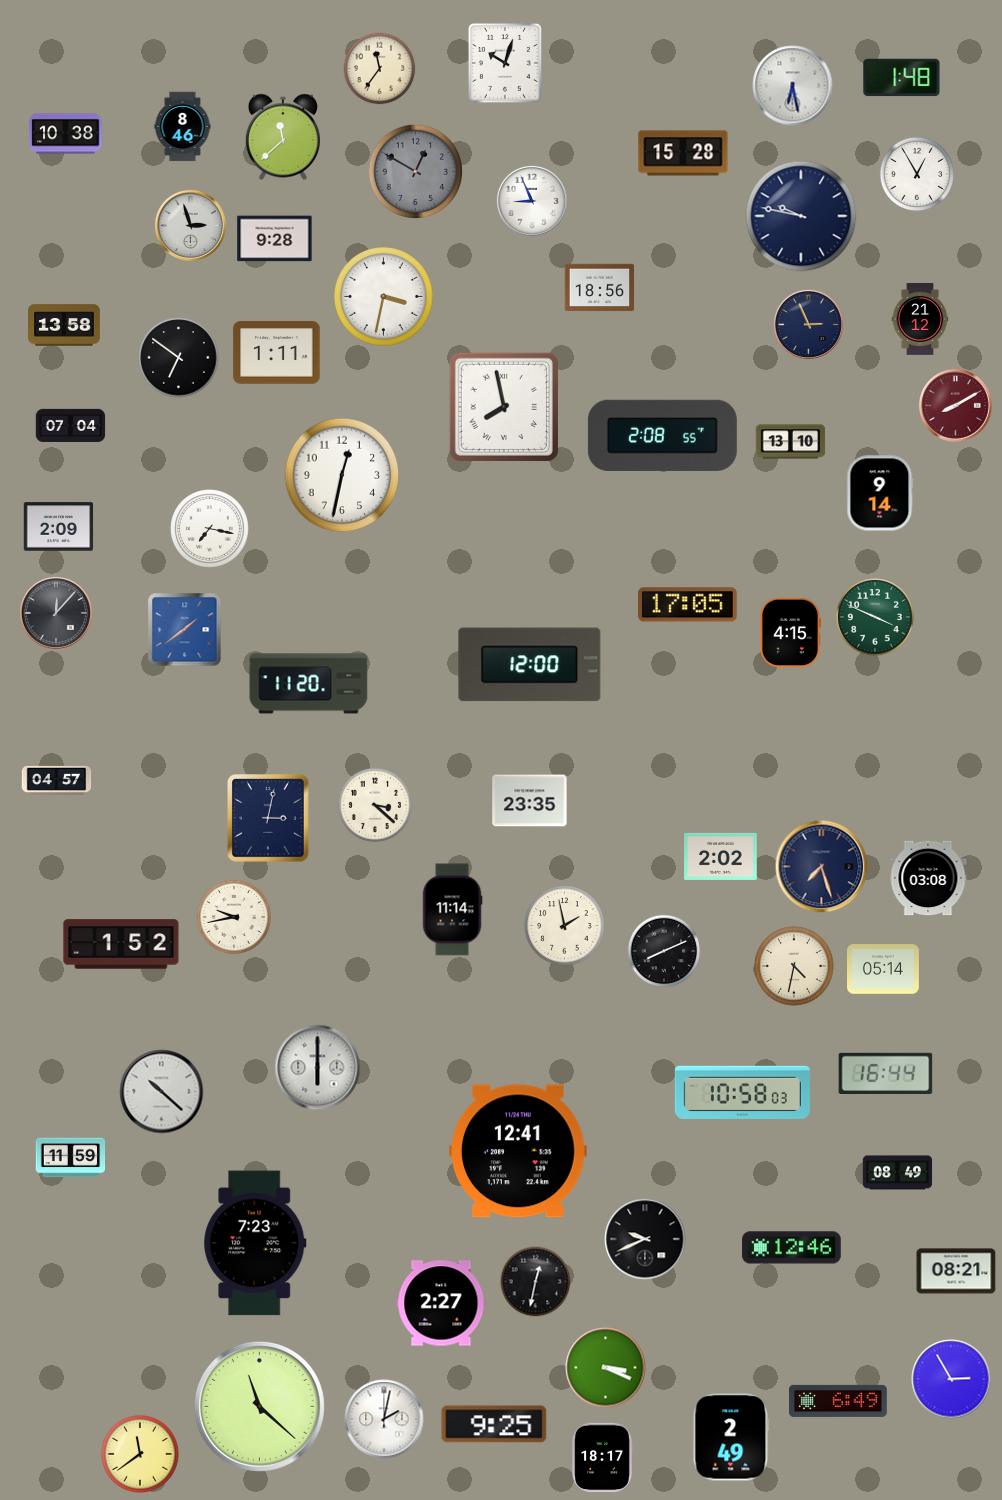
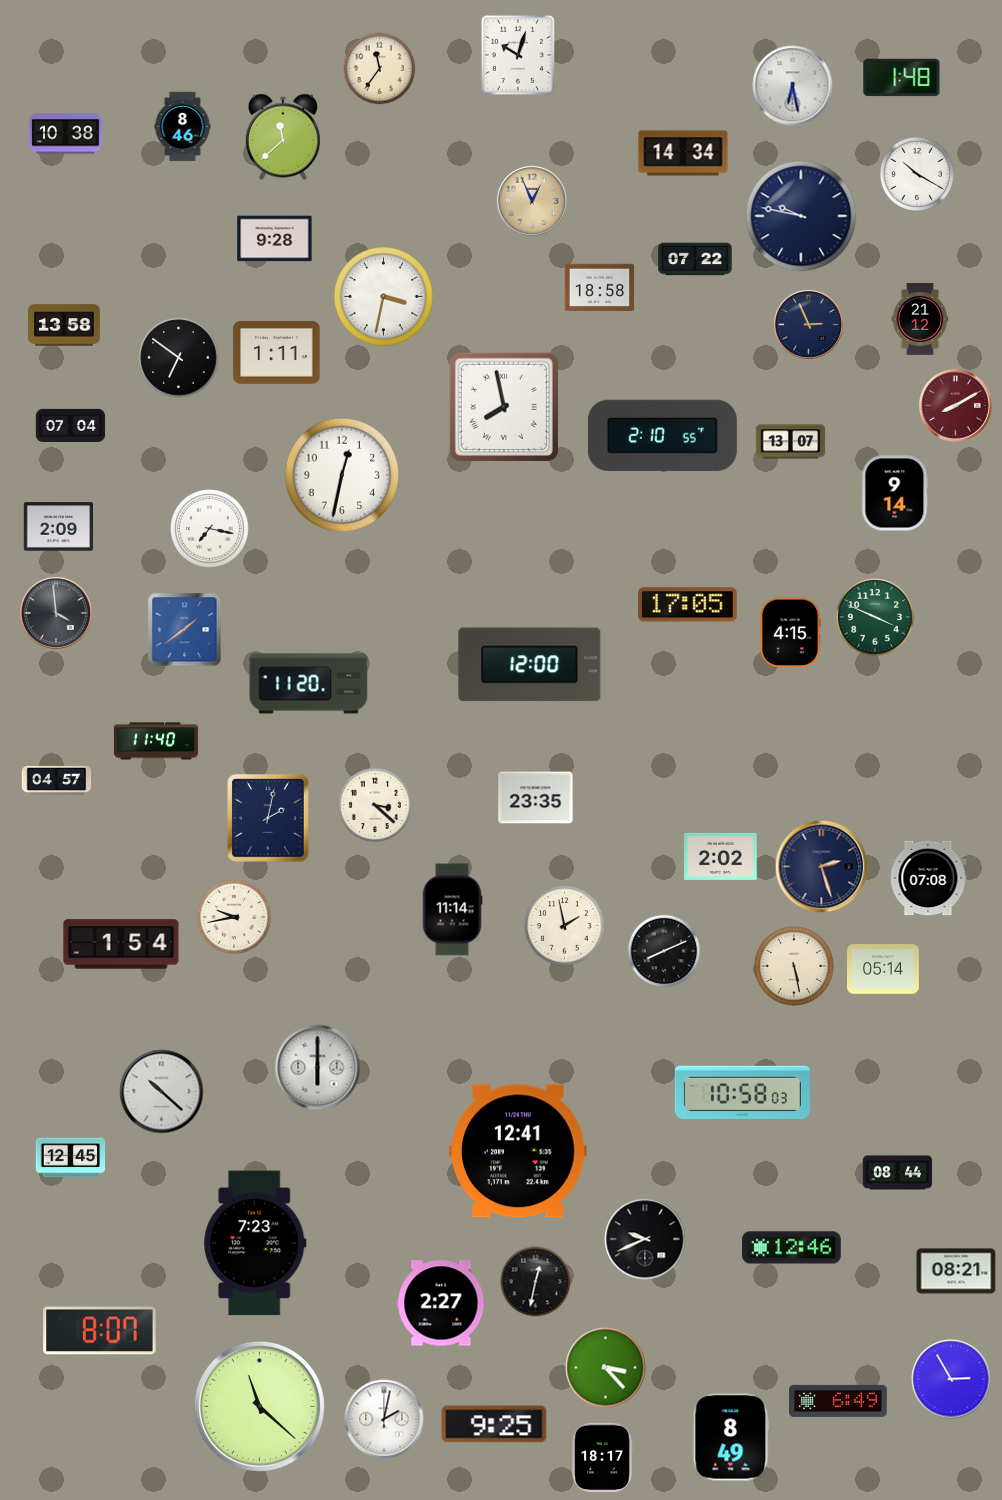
clock at (505, 63) position: (505, 63) -> (518, 55)
clock at (683, 153): 15:28 -> 14:34
clock at (416, 172): 12:50 -> none
clock at (916, 173): 12:55 -> 10:20
clock at (532, 201): 8:56 -> 12:56
clock at (532, 201) dial: white -> champagne
clock at (190, 225): 2:57 -> none
clock at (695, 259): none -> 07:22
clock at (600, 288): 18:56 -> 18:58
clock at (662, 435): 2:08 -> 2:10
clock at (791, 442): 13:10 -> 13:07
clock at (880, 493) position: (880, 493) -> (895, 493)
clock at (56, 613): 12:07 -> 3:59
clock at (156, 741): none -> 11:40
clock at (530, 801) position: (530, 801) -> (536, 798)
clock at (269, 819): 3:02 -> 2:02
clock at (822, 867): 7:27 -> 2:27
clock at (928, 878): 03:08 -> 07:08
clock at (121, 944): 1:52 -> 1:54
clock at (794, 966): 4:32 -> 5:28
clock at (886, 1073): 16:44 -> none
clock at (71, 1158): 11:59 -> 12:45
clock at (898, 1173): 08:49 -> 08:44
clock at (100, 1331): none -> 8:07
clock at (606, 1368): 3:19 -> 3:23
clock at (731, 1437): 2:49 -> 8:49
clock at (141, 1455): 11:39 -> none
